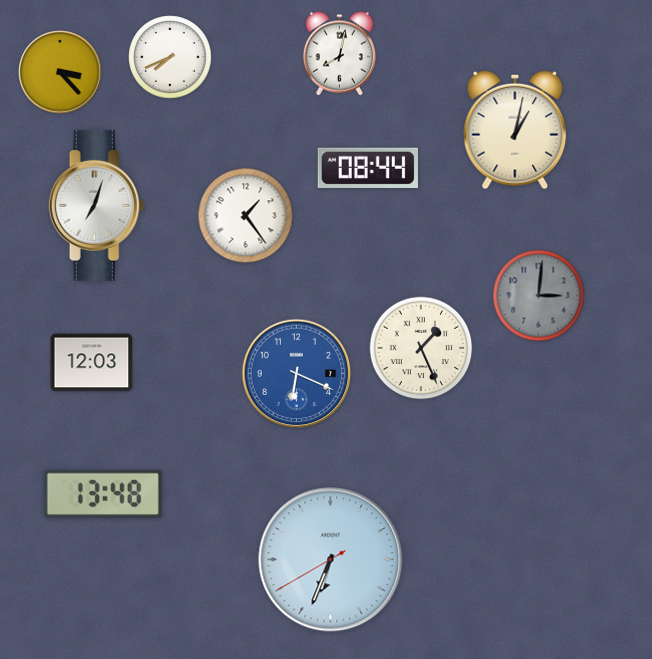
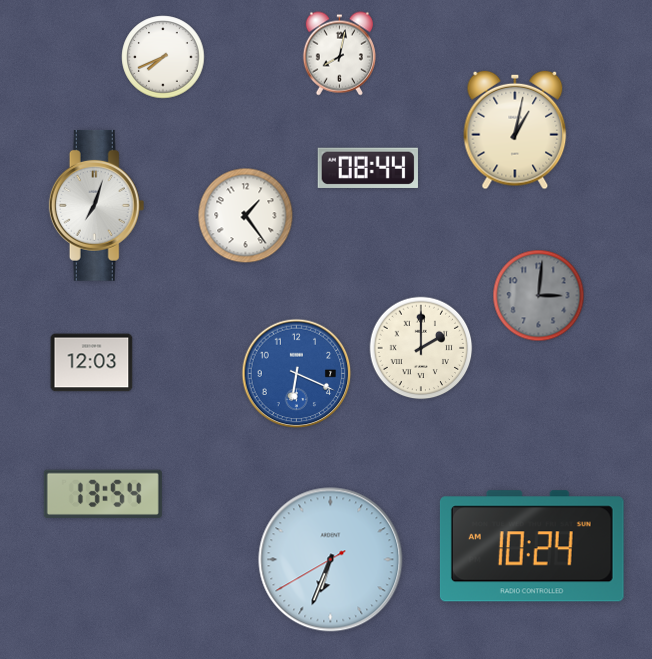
clock at (170, 57) position: (170, 57) -> (163, 57)
clock at (60, 72): 3:23 -> none
clock at (421, 348): 1:26 -> 2:00
clock at (103, 494): 13:48 -> 13:54
clock at (532, 546): none -> 10:24
